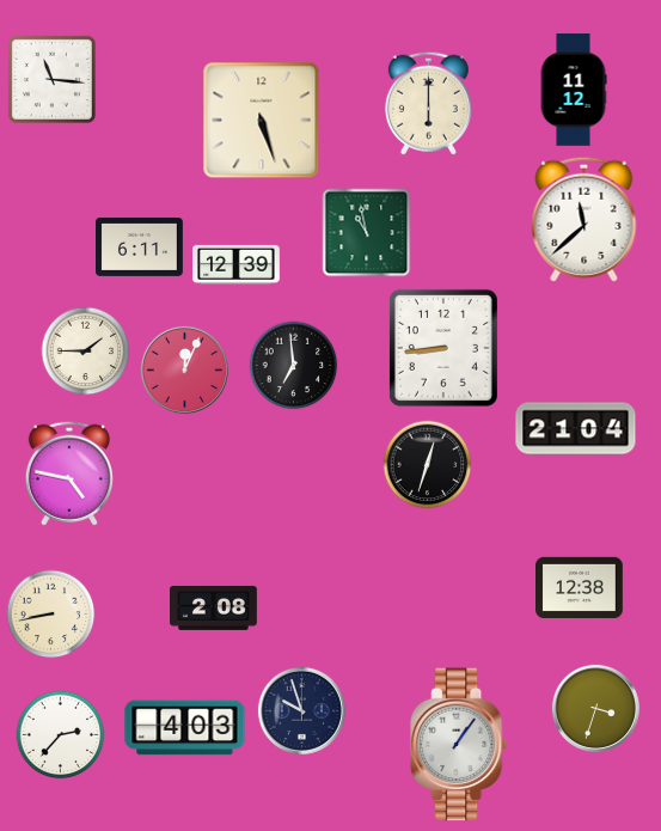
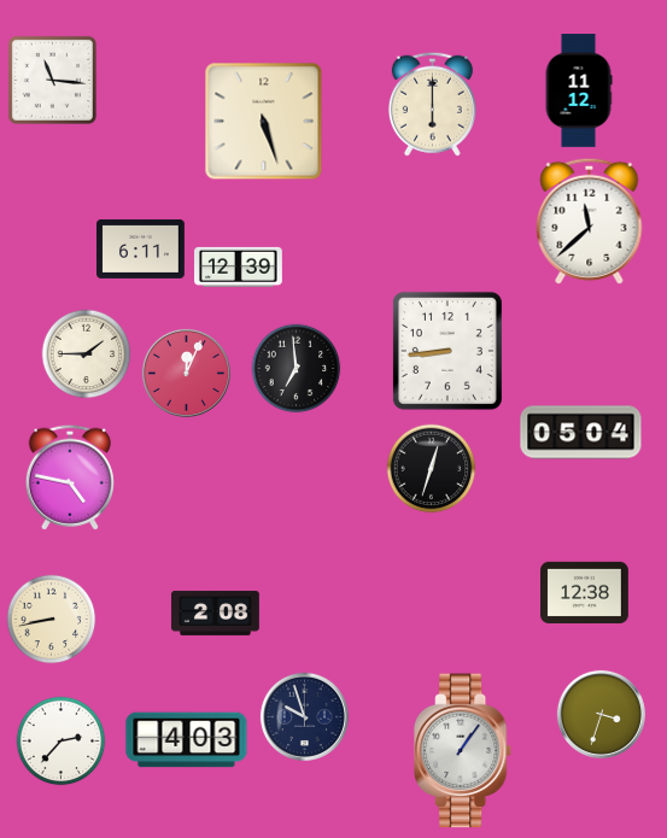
clock at (367, 233): 10:58 -> none
clock at (576, 429): 21:04 -> 05:04
clock at (185, 728) position: (185, 728) -> (187, 740)
